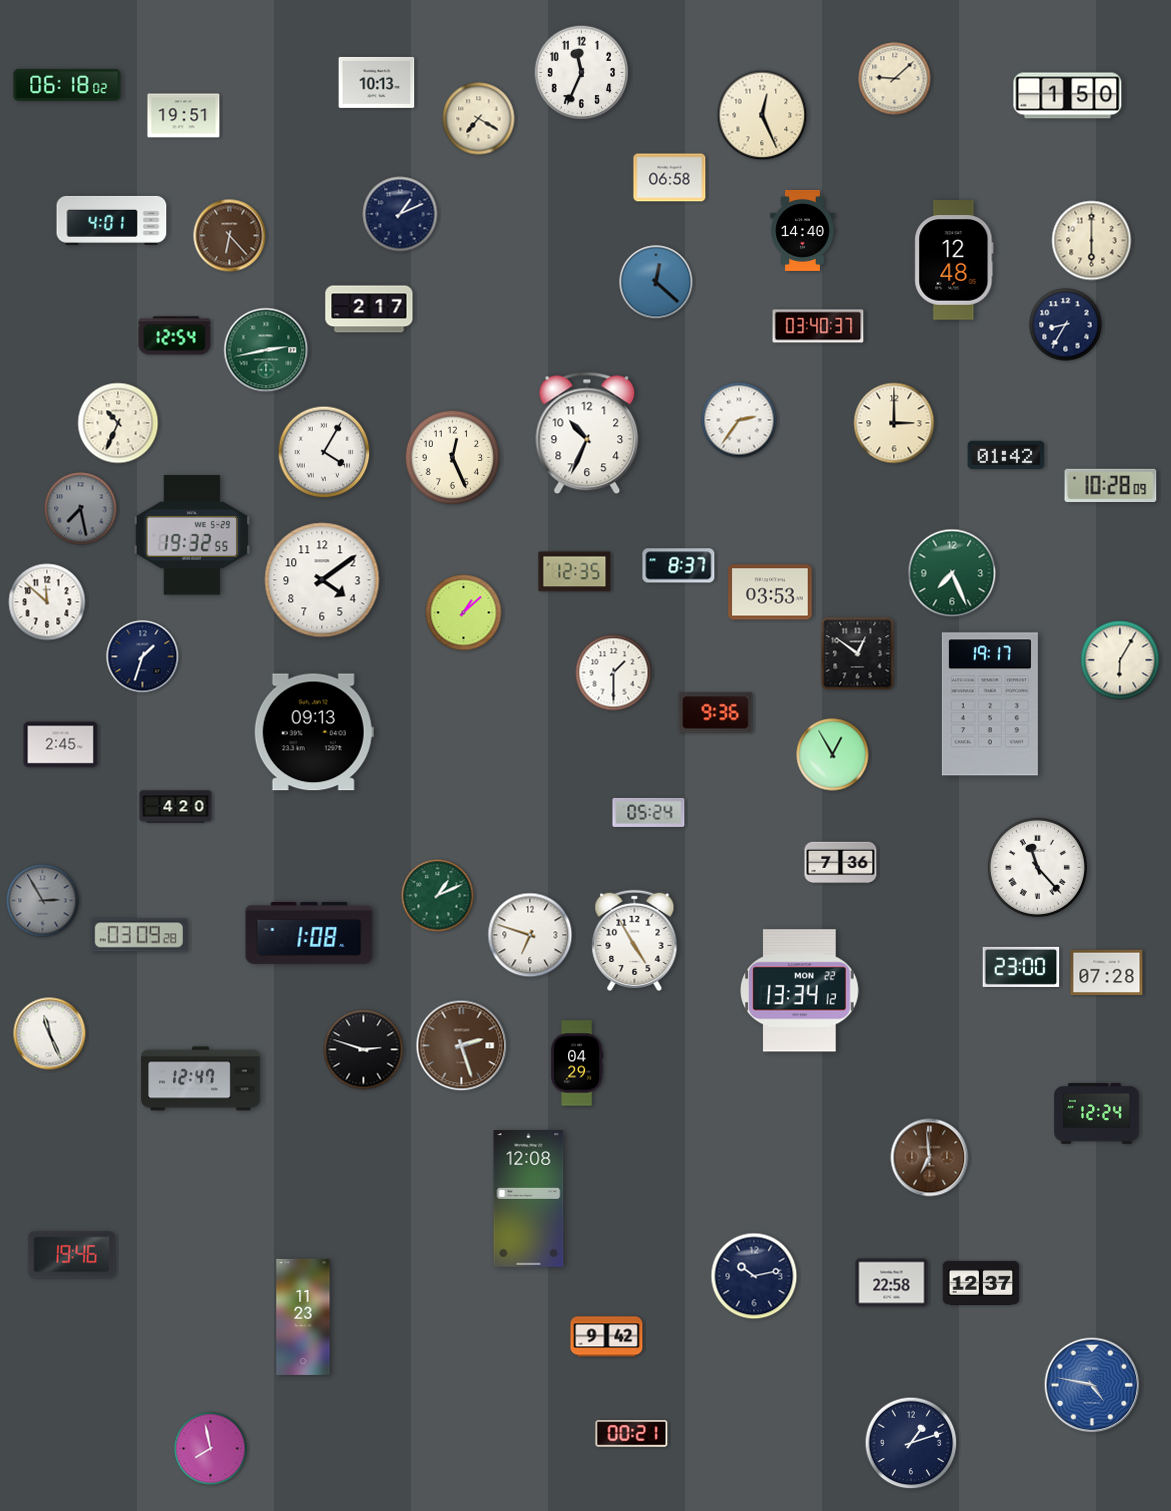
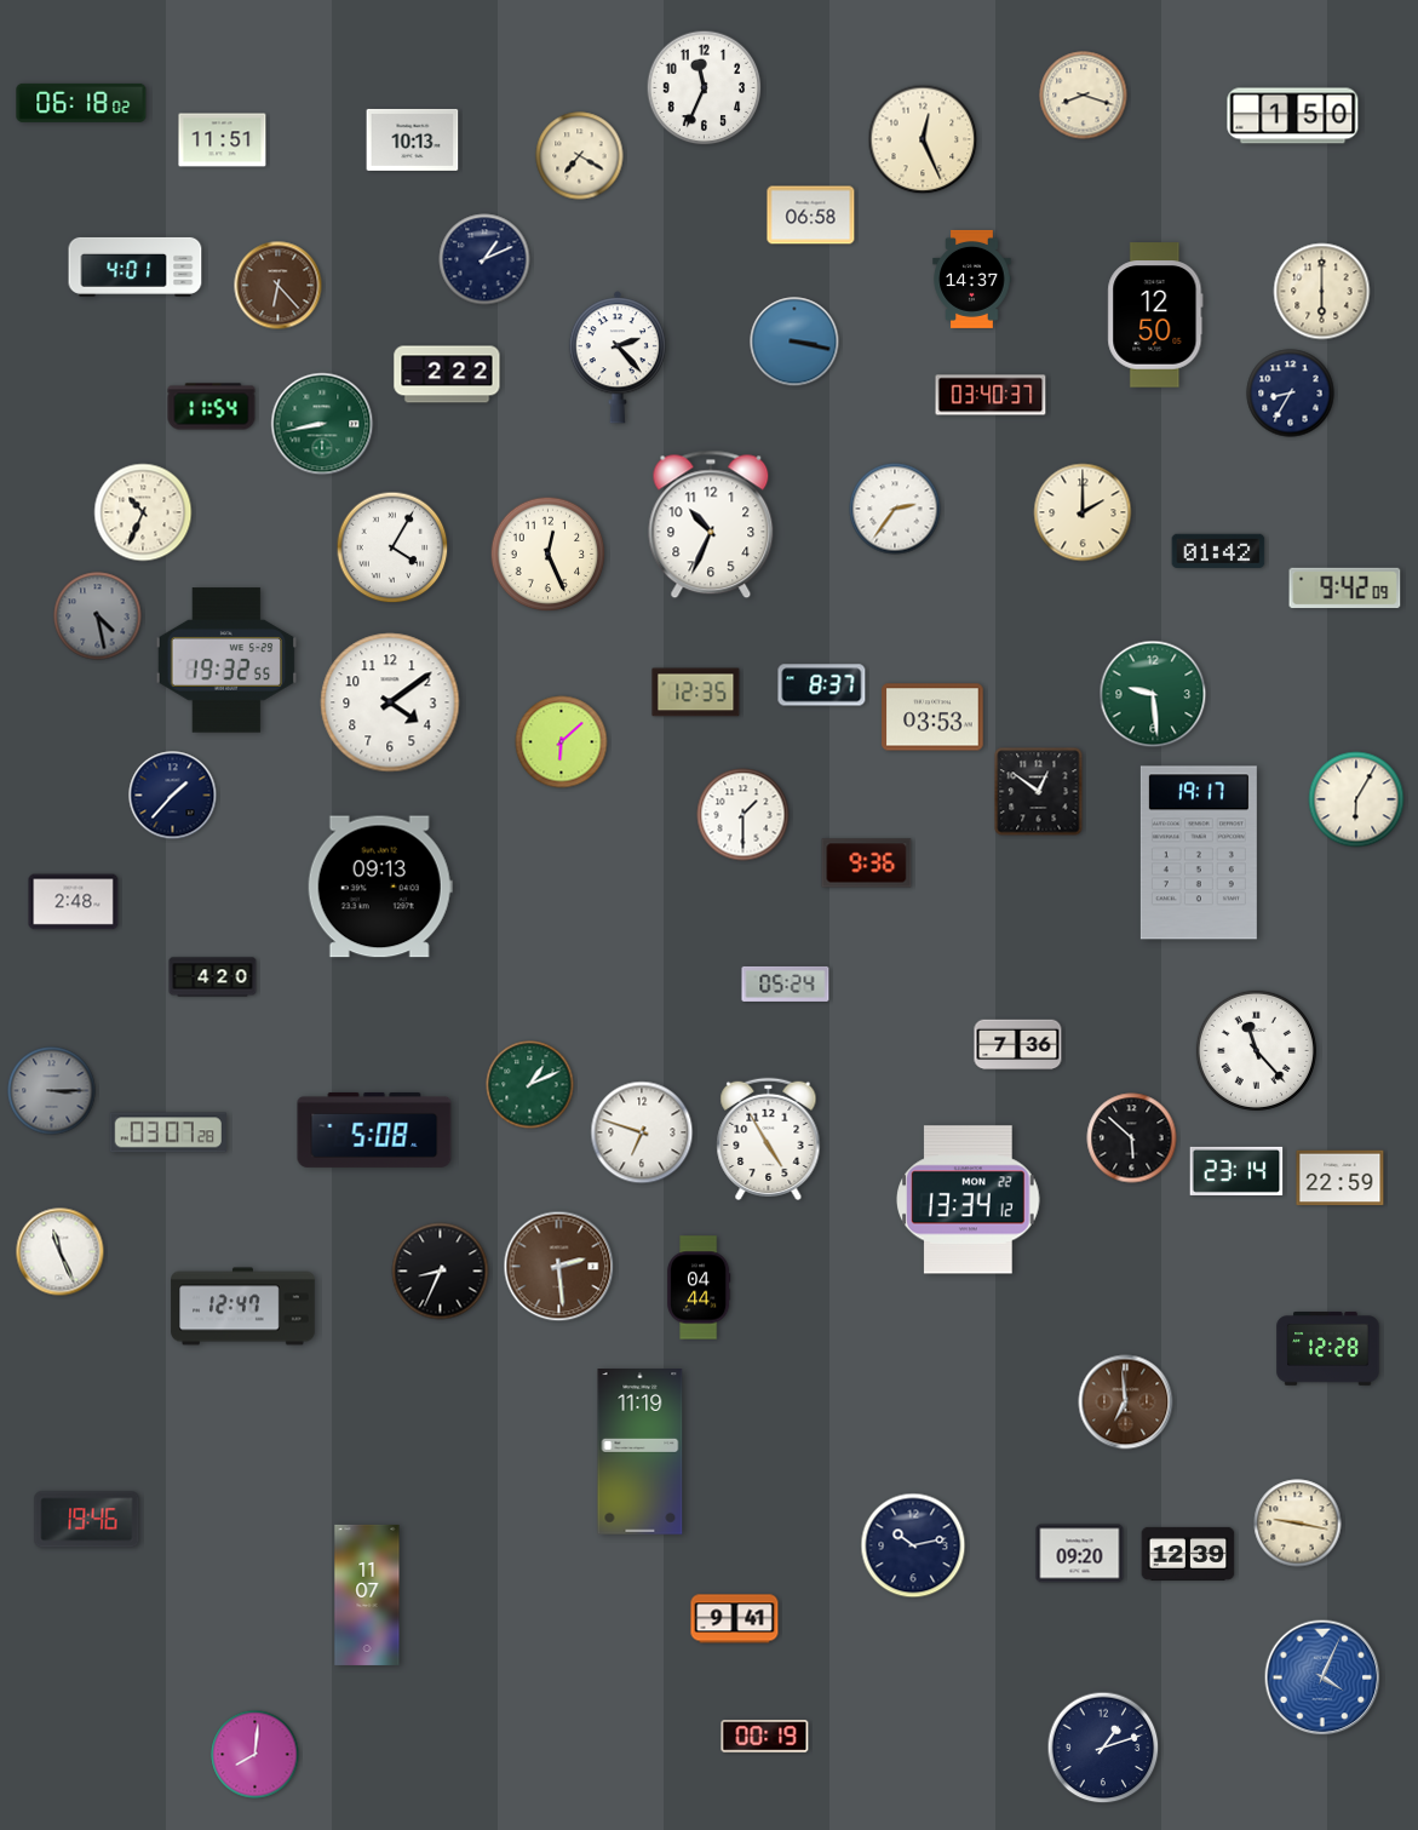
clock at (895, 79): 9:08 -> 8:18
clock at (377, 82) position: (377, 82) -> (413, 139)
clock at (184, 116): 19:51 -> 11:51
clock at (479, 119) position: (479, 119) -> (580, 156)
clock at (803, 230): 14:40 -> 14:37
clock at (954, 260): 12:48 -> 12:50
clock at (656, 282): 12:22 -> 3:17
clock at (618, 357): none -> 2:23
clock at (369, 309): 2:17 -> 2:22
clock at (175, 336): 12:54 -> 11:54
clock at (266, 350): 2:43 -> 8:43
clock at (894, 423): 3:00 -> 2:00
clock at (1111, 486): 10:28 -> 9:42
clock at (81, 509): 7:28 -> 4:28
clock at (191, 535) position: (191, 535) -> (225, 660)
clock at (952, 573): 7:26 -> 9:29
clock at (47, 602): 11:52 -> none
clock at (464, 613): 1:08 -> 6:08
clock at (143, 657): 1:33 -> 1:37
clock at (61, 745): 2:45 -> 2:48
clock at (833, 755): 12:55 -> none
clock at (43, 901): 2:55 -> 3:15
clock at (309, 933): 1:08 -> 5:08
clock at (139, 935): 03:09 -> 03:07
clock at (1132, 1138): none -> 5:52
clock at (1021, 967): 23:00 -> 23:14
clock at (1107, 973): 07:28 -> 22:59
clock at (462, 1046): 2:27 -> 2:29
clock at (364, 1050): 2:48 -> 8:34
clock at (577, 1063): 04:29 -> 04:44
clock at (1097, 1114): 12:24 -> 12:28
clock at (529, 1199): 12:08 -> 11:19
clock at (1298, 1524): none -> 9:17
clock at (892, 1283): 22:58 -> 09:20
clock at (981, 1283): 12:37 -> 12:39
clock at (303, 1317): 11:23 -> 11:07
clock at (607, 1337): 9:42 -> 9:41
clock at (1092, 1385): 4:47 -> 4:04
clock at (632, 1434): 00:21 -> 00:19
clock at (211, 1449): 7:58 -> 8:01
